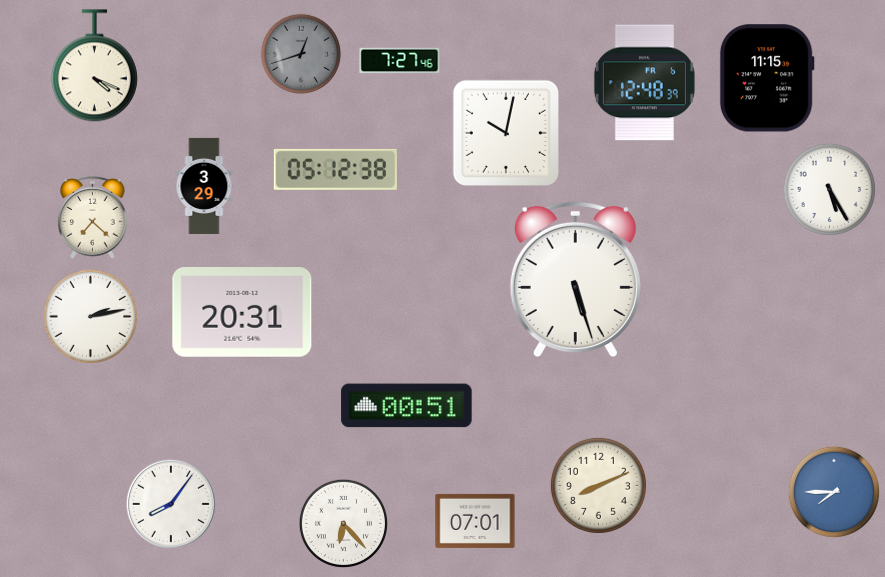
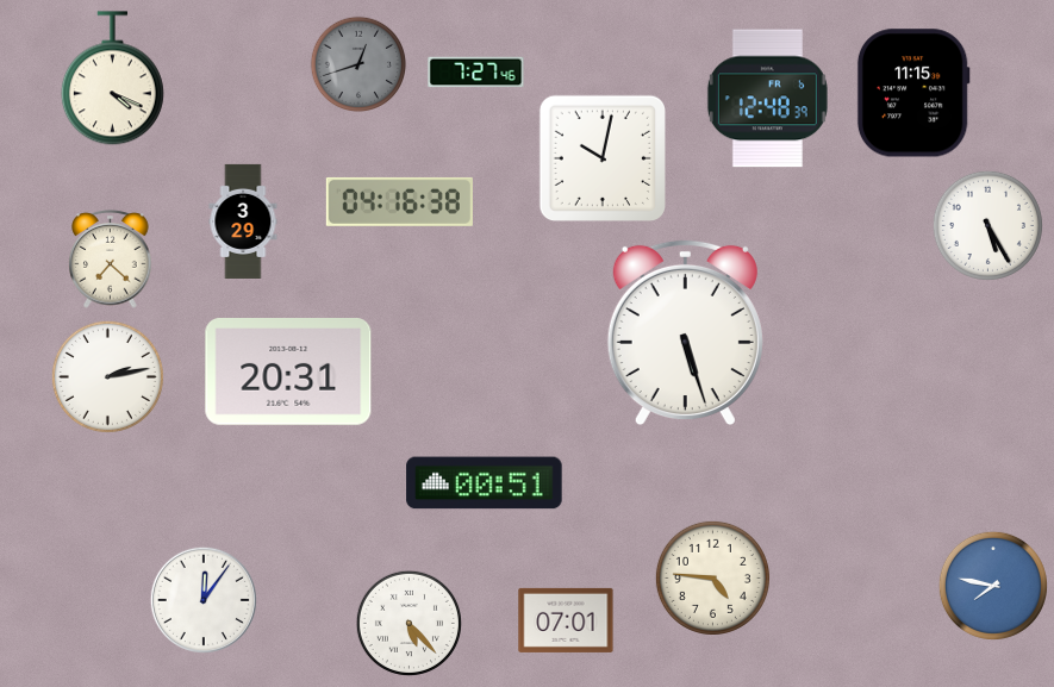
clock at (335, 169): 05:12 -> 04:16
clock at (598, 485): 8:11 -> 4:46
clock at (834, 492): 7:45 -> 7:47
clock at (171, 504): 8:06 -> 12:06
clock at (343, 523): 6:23 -> 5:23
